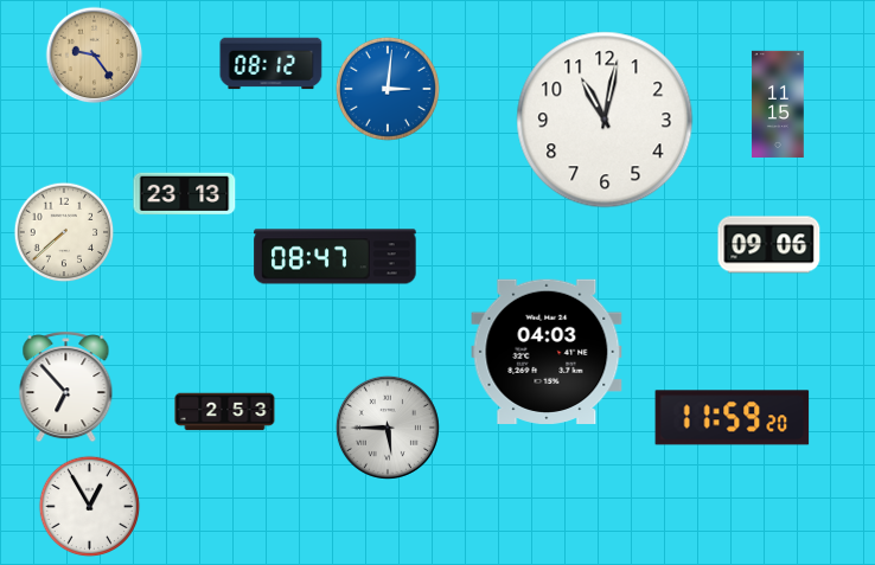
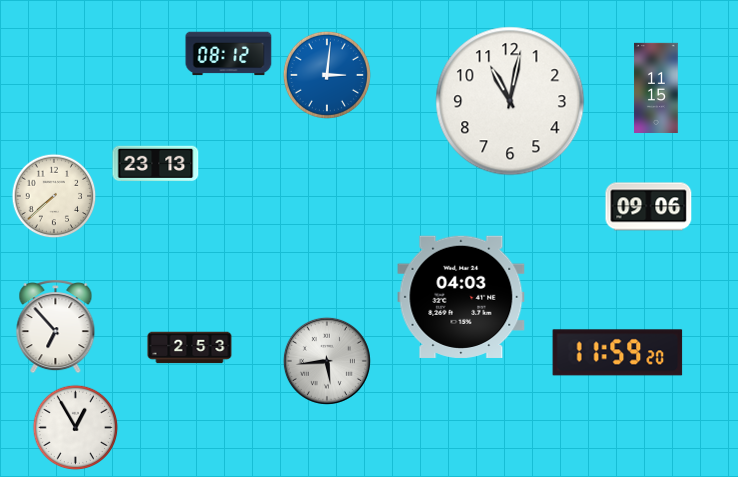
clock at (95, 56): 9:24 -> none
clock at (336, 257): 08:47 -> none
clock at (388, 428): 5:45 -> 5:44
